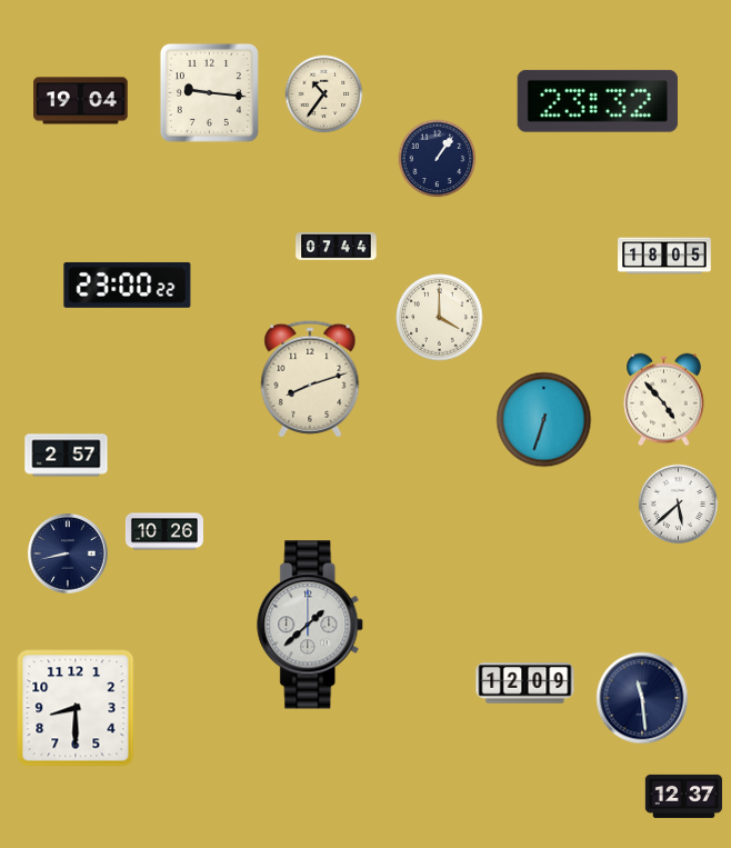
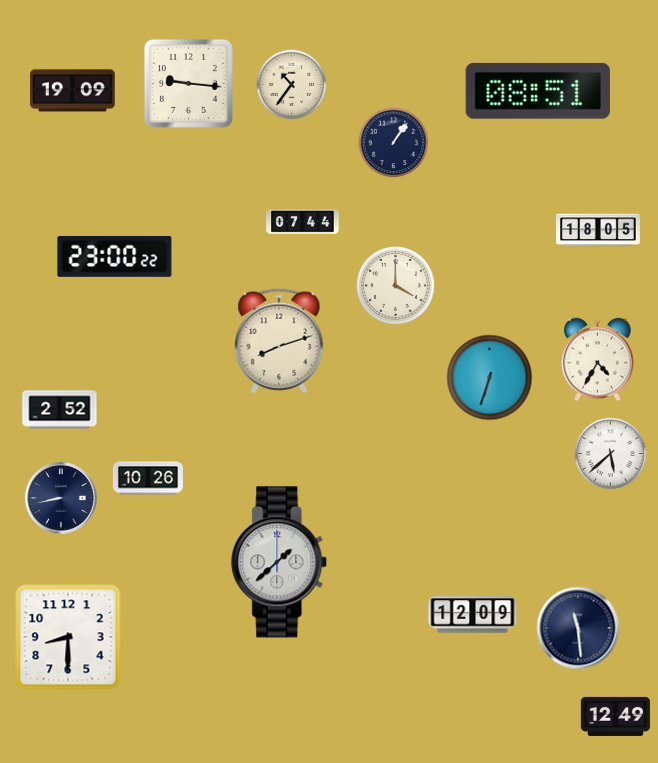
clock at (81, 101): 19:04 -> 19:09
clock at (598, 101): 23:32 -> 08:51
clock at (664, 400): 4:53 -> 4:35
clock at (67, 456): 2:57 -> 2:52
clock at (683, 796): 12:37 -> 12:49
